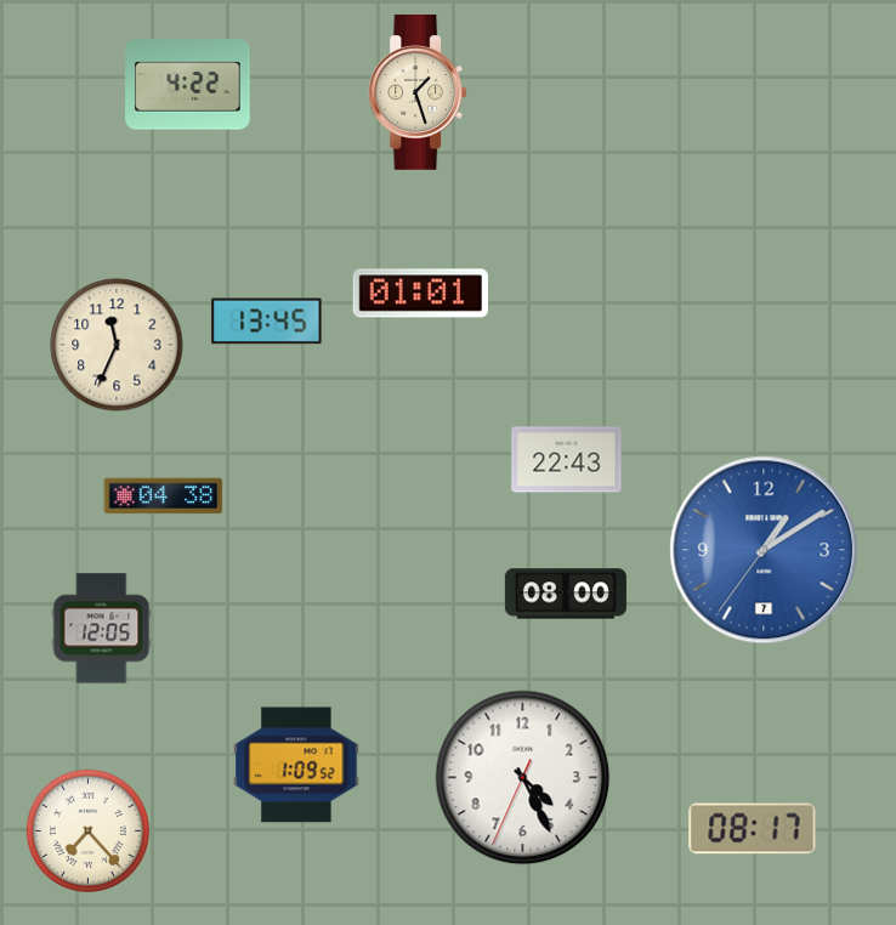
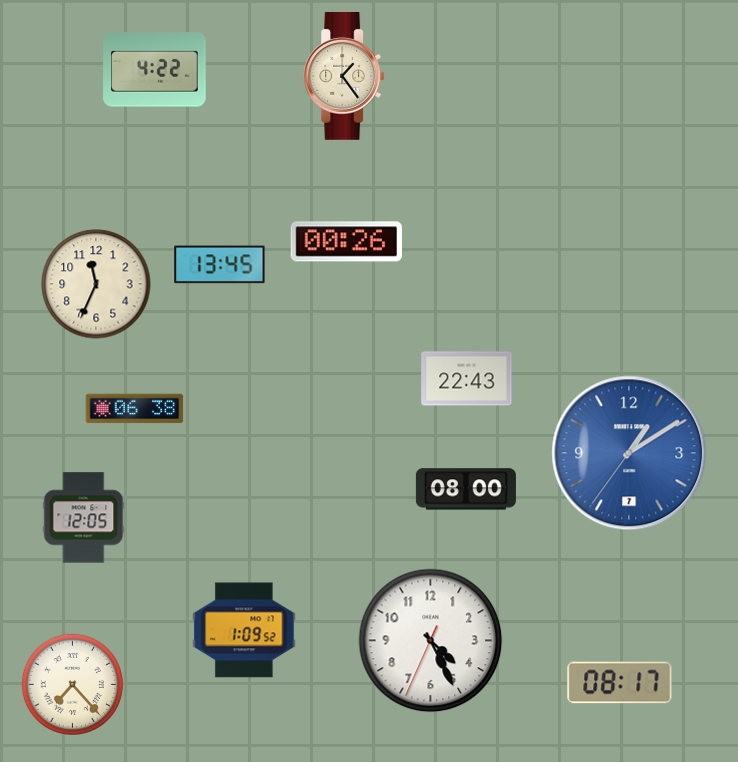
clock at (418, 92): 1:27 -> 1:24
clock at (420, 294): 01:01 -> 00:26
clock at (164, 496): 04:38 -> 06:38
